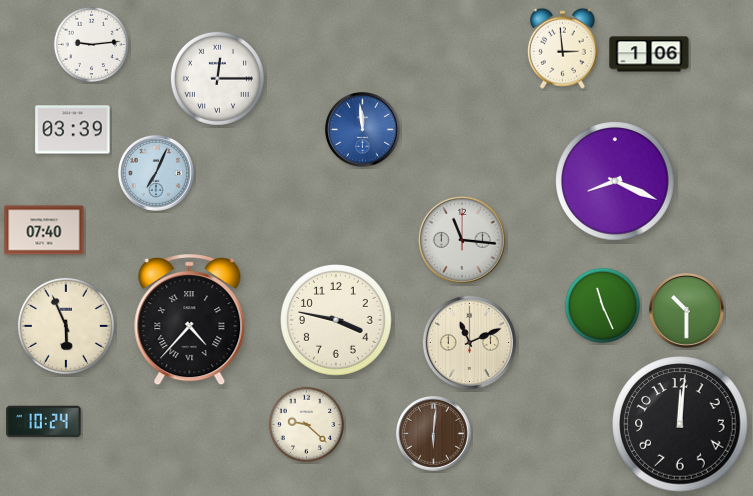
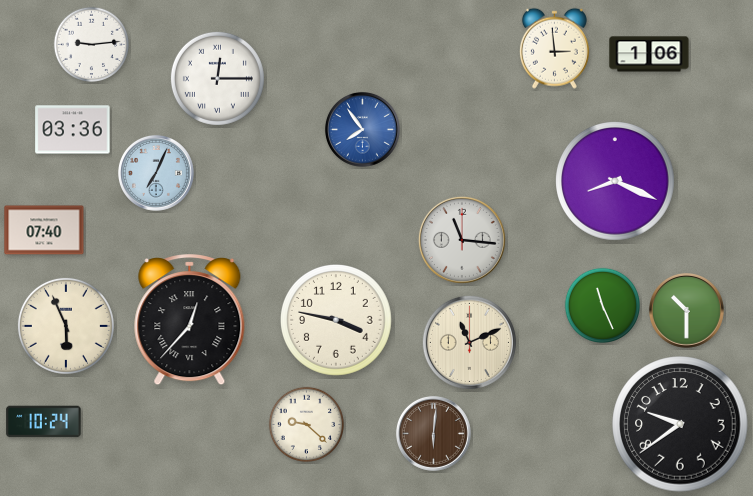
clock at (562, 48) position: (562, 48) -> (554, 48)
clock at (362, 129): 11:59 -> 7:54
clock at (73, 130): 03:39 -> 03:36
clock at (190, 320): 4:37 -> 12:37
clock at (680, 424): 12:01 -> 9:39
